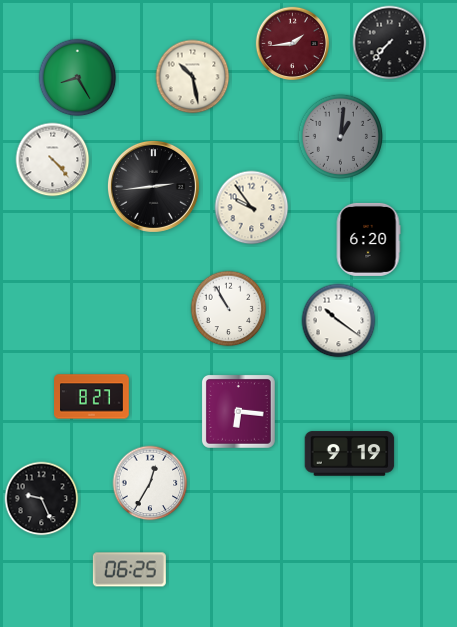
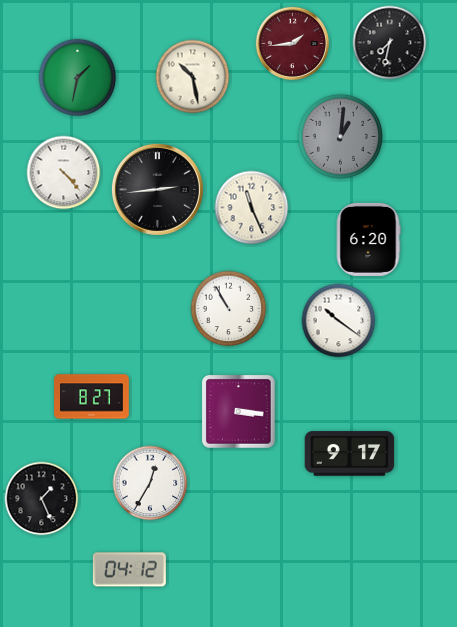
clock at (390, 43): 7:37 -> 7:32
clock at (78, 78): 8:25 -> 1:32
clock at (53, 160) position: (53, 160) -> (64, 173)
clock at (153, 186) position: (153, 186) -> (157, 189)
clock at (252, 208): 9:54 -> 11:26
clock at (238, 411): 6:16 -> 3:16
clock at (350, 454): 9:19 -> 9:17
clock at (42, 499): 9:26 -> 1:26
clock at (129, 570): 06:25 -> 04:12
